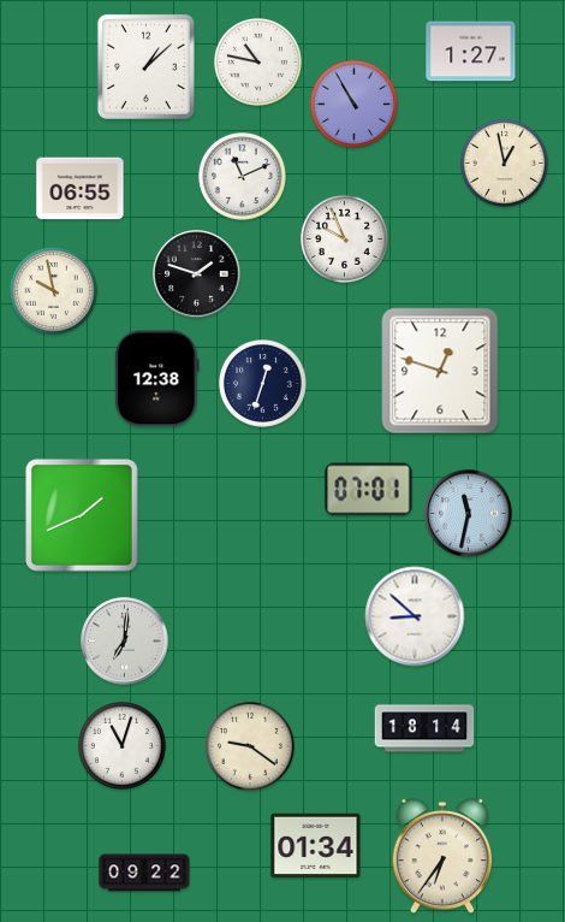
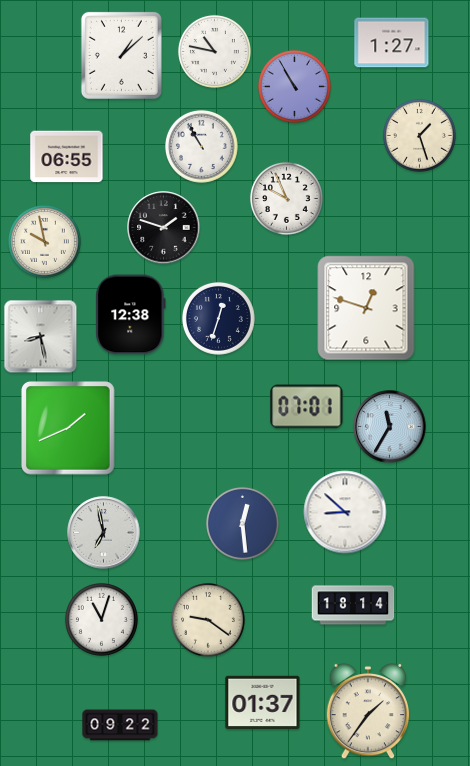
clock at (504, 162): 12:58 -> 1:27
clock at (242, 176): 11:11 -> 10:55
clock at (41, 337): none -> 8:28
clock at (469, 514): 11:32 -> 11:35
clock at (242, 523): none -> 12:29
clock at (125, 642): 7:01 -> 6:58
clock at (316, 846): 01:34 -> 01:37
clock at (442, 856): 6:36 -> 1:36
